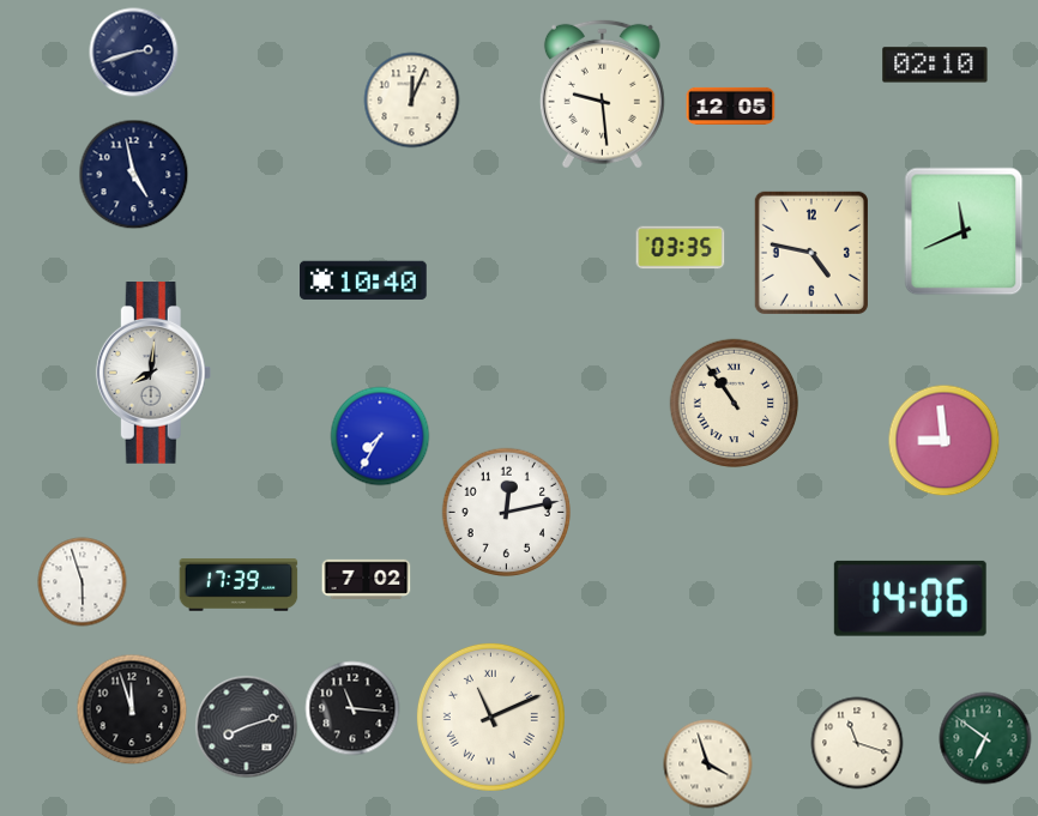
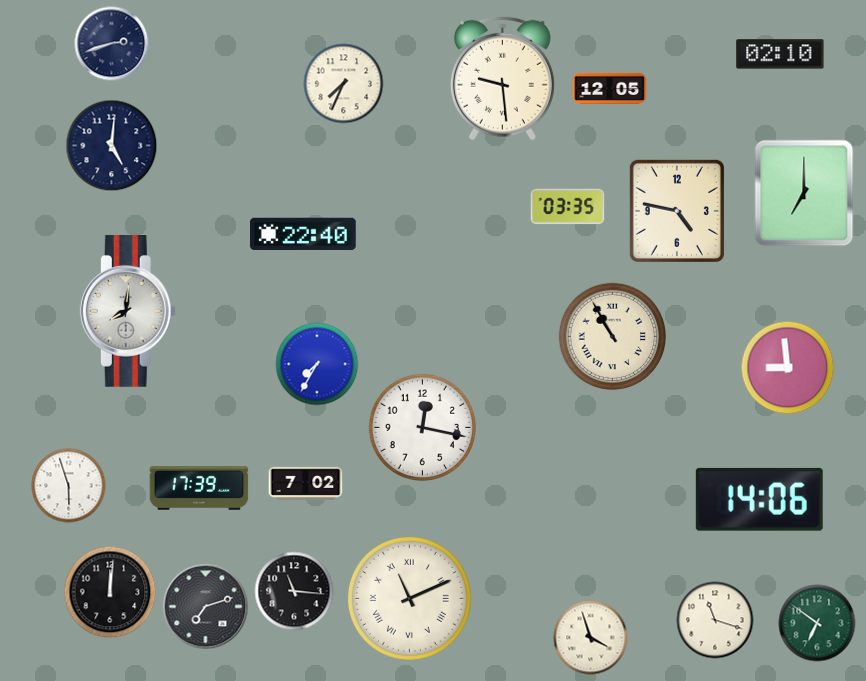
clock at (412, 101): 12:04 -> 7:34
clock at (134, 175): 4:58 -> 5:01
clock at (964, 231): 11:41 -> 7:00
clock at (364, 279): 10:40 -> 22:40
clock at (735, 404): 10:54 -> 10:55
clock at (507, 513): 12:13 -> 12:17
clock at (132, 709): 11:57 -> 12:01
clock at (247, 727): 8:12 -> 7:12
clock at (985, 738) position: (985, 738) -> (817, 623)
